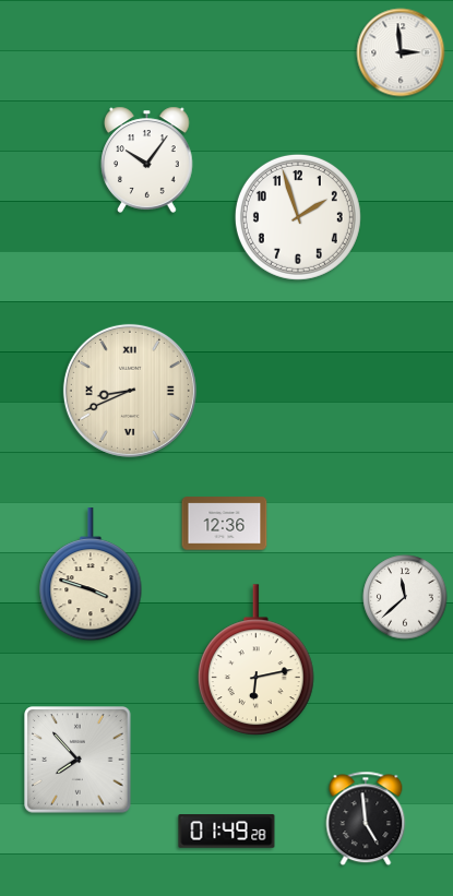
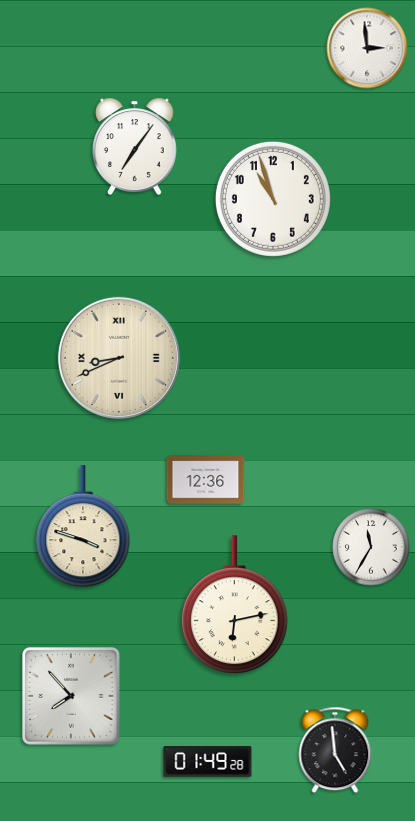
clock at (147, 159): 10:06 -> 7:06
clock at (298, 217): 1:57 -> 10:57
clock at (405, 597): 11:38 -> 11:35
